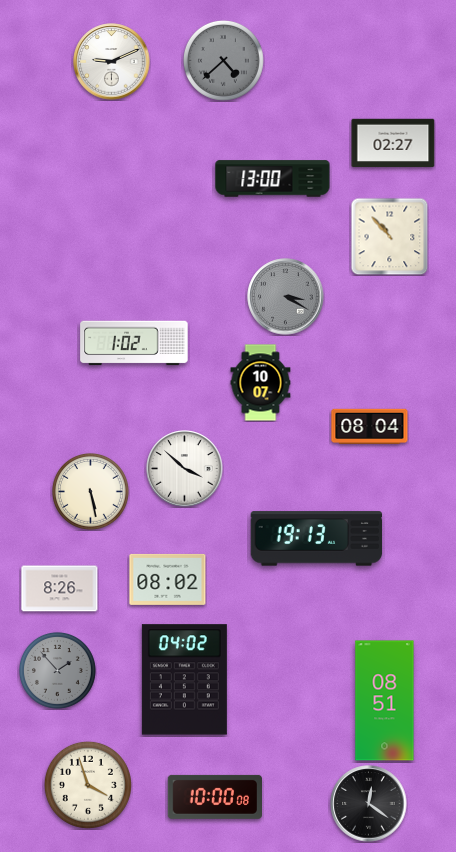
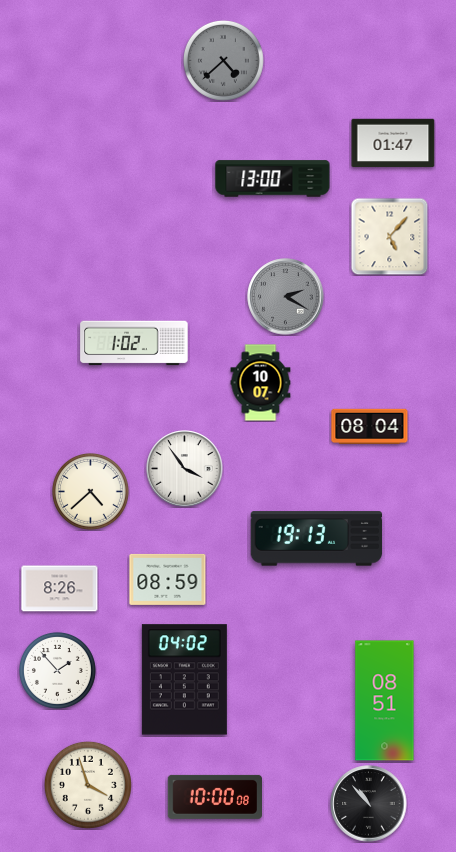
clock at (112, 62): 9:11 -> none
clock at (393, 143): 02:27 -> 01:47
clock at (389, 236): 10:53 -> 5:07
clock at (286, 297): 3:20 -> 2:20
clock at (185, 469): 3:52 -> 3:54
clock at (90, 491): 5:28 -> 4:38
clock at (168, 579): 08:02 -> 08:59
clock at (57, 670) dial: grey -> white
clock at (369, 804): 12:21 -> 10:53
